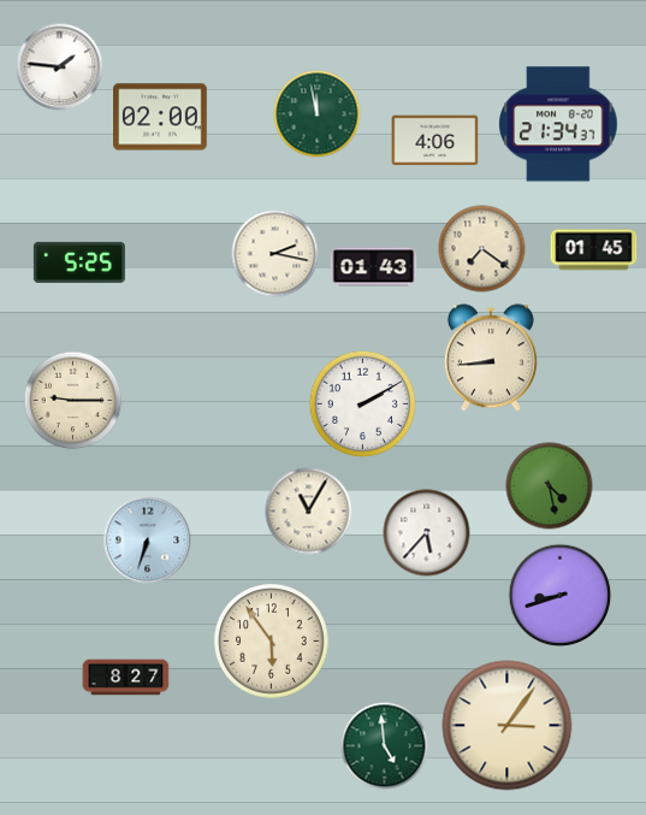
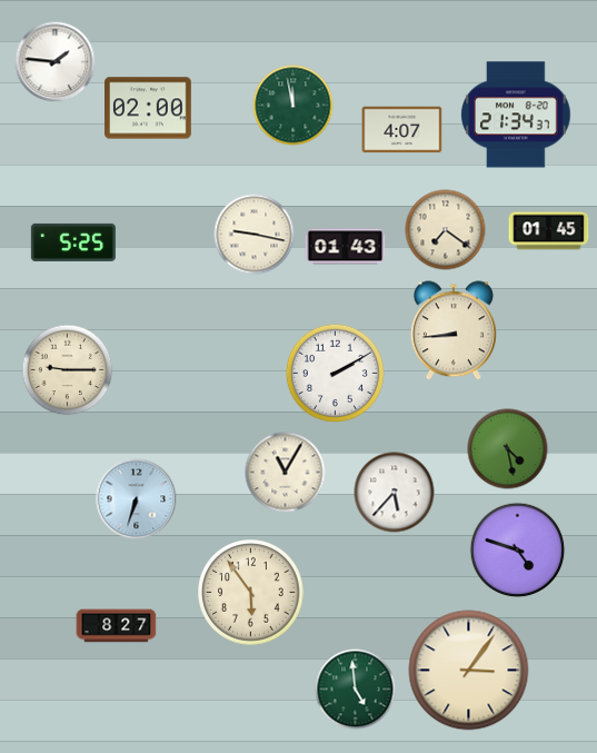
clock at (435, 141): 4:06 -> 4:07
clock at (275, 254): 2:17 -> 9:17
clock at (561, 596): 8:42 -> 4:48
